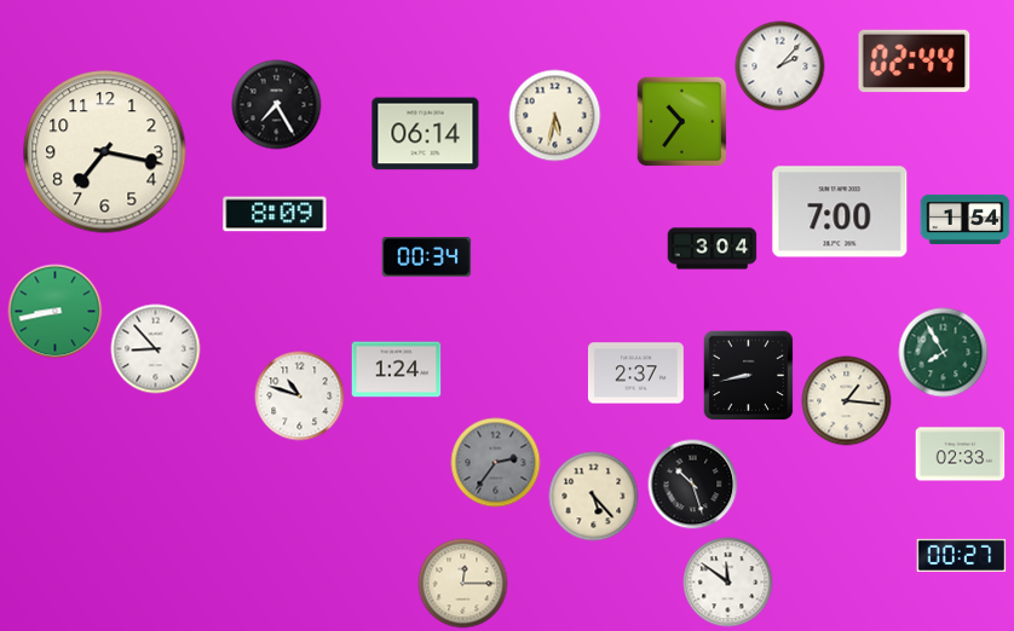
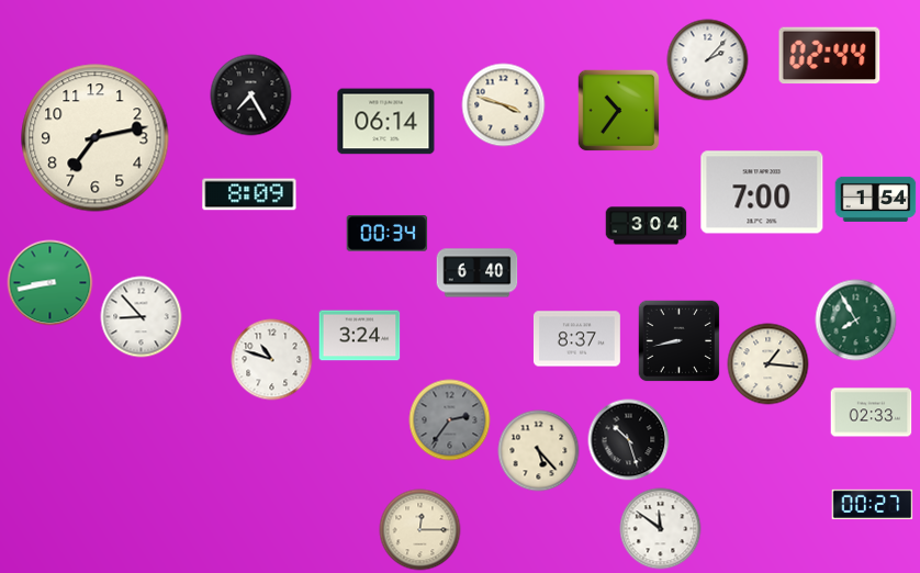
clock at (555, 116): 5:32 -> 3:48
clock at (105, 152): 7:17 -> 7:13
clock at (478, 273): none -> 6:40
clock at (397, 370): 1:24 -> 3:24
clock at (635, 374): 2:37 -> 8:37
